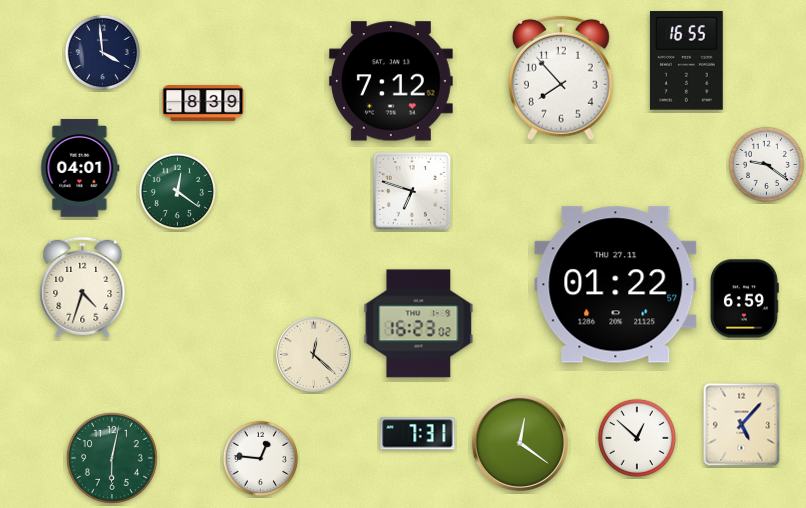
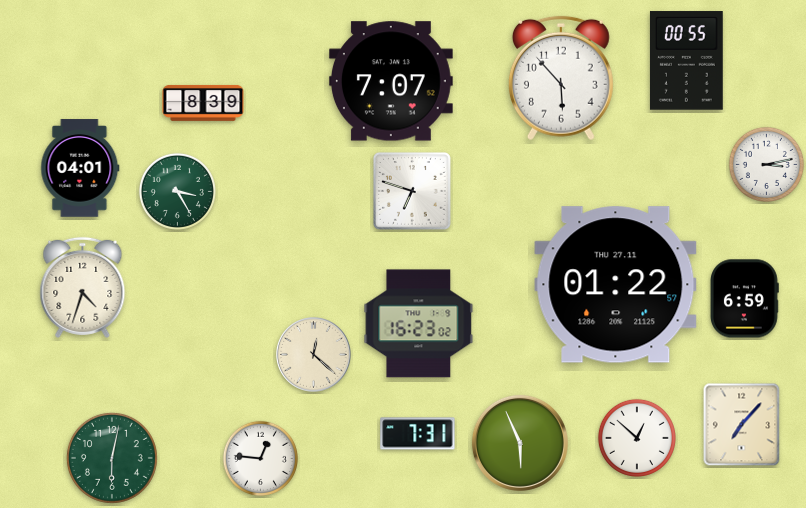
clock at (102, 52): 3:59 -> none
clock at (686, 61): 16:55 -> 00:55
clock at (561, 78): 7:53 -> 5:53
clock at (391, 81): 7:12 -> 7:07
clock at (766, 164): 9:21 -> 3:13
clock at (177, 191): 12:21 -> 3:25
clock at (742, 425): 5:07 -> 7:07
clock at (520, 443): 12:21 -> 5:56
